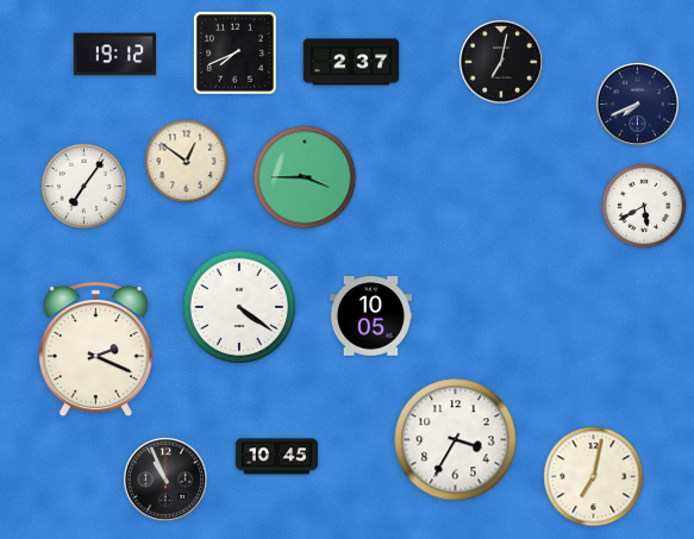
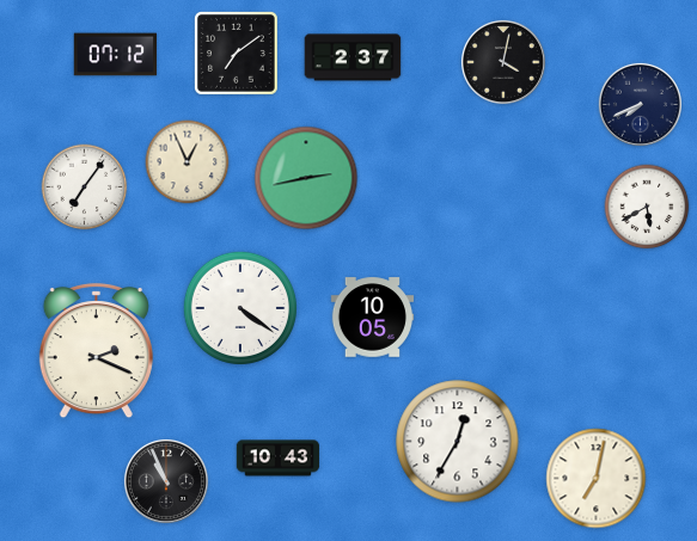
clock at (236, 54): 7:41 -> 7:09
clock at (115, 55): 19:12 -> 07:12
clock at (351, 62) position: (351, 62) -> (353, 57)
clock at (501, 62): 7:02 -> 4:02
clock at (187, 162): 12:51 -> 12:56
clock at (305, 177): 3:45 -> 2:43
clock at (456, 440): 3:35 -> 12:35
clock at (277, 457): 10:45 -> 10:43
